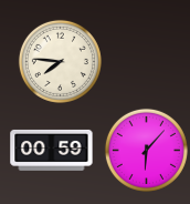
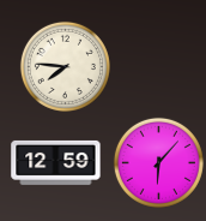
clock at (52, 150): 00:59 -> 12:59
